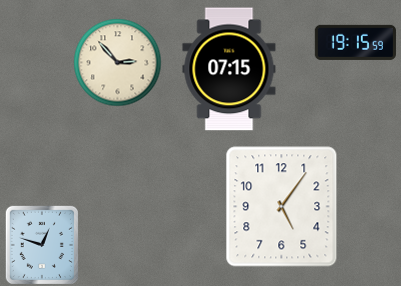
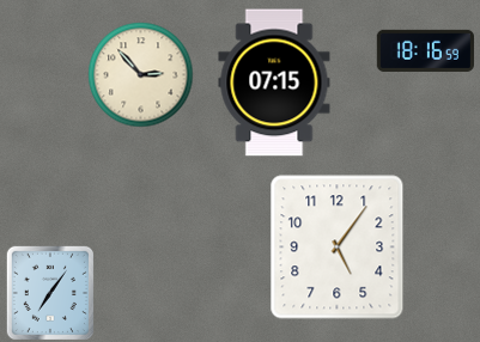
clock at (355, 42): 19:15 -> 18:16
clock at (42, 245): 12:48 -> 7:06
